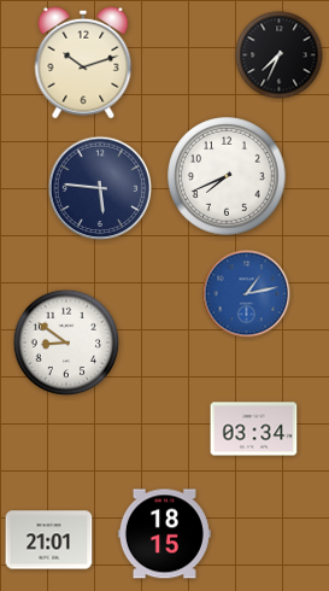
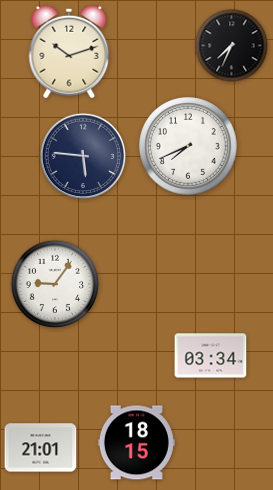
clock at (247, 294): 1:13 -> none
clock at (66, 343): 8:51 -> 9:06
